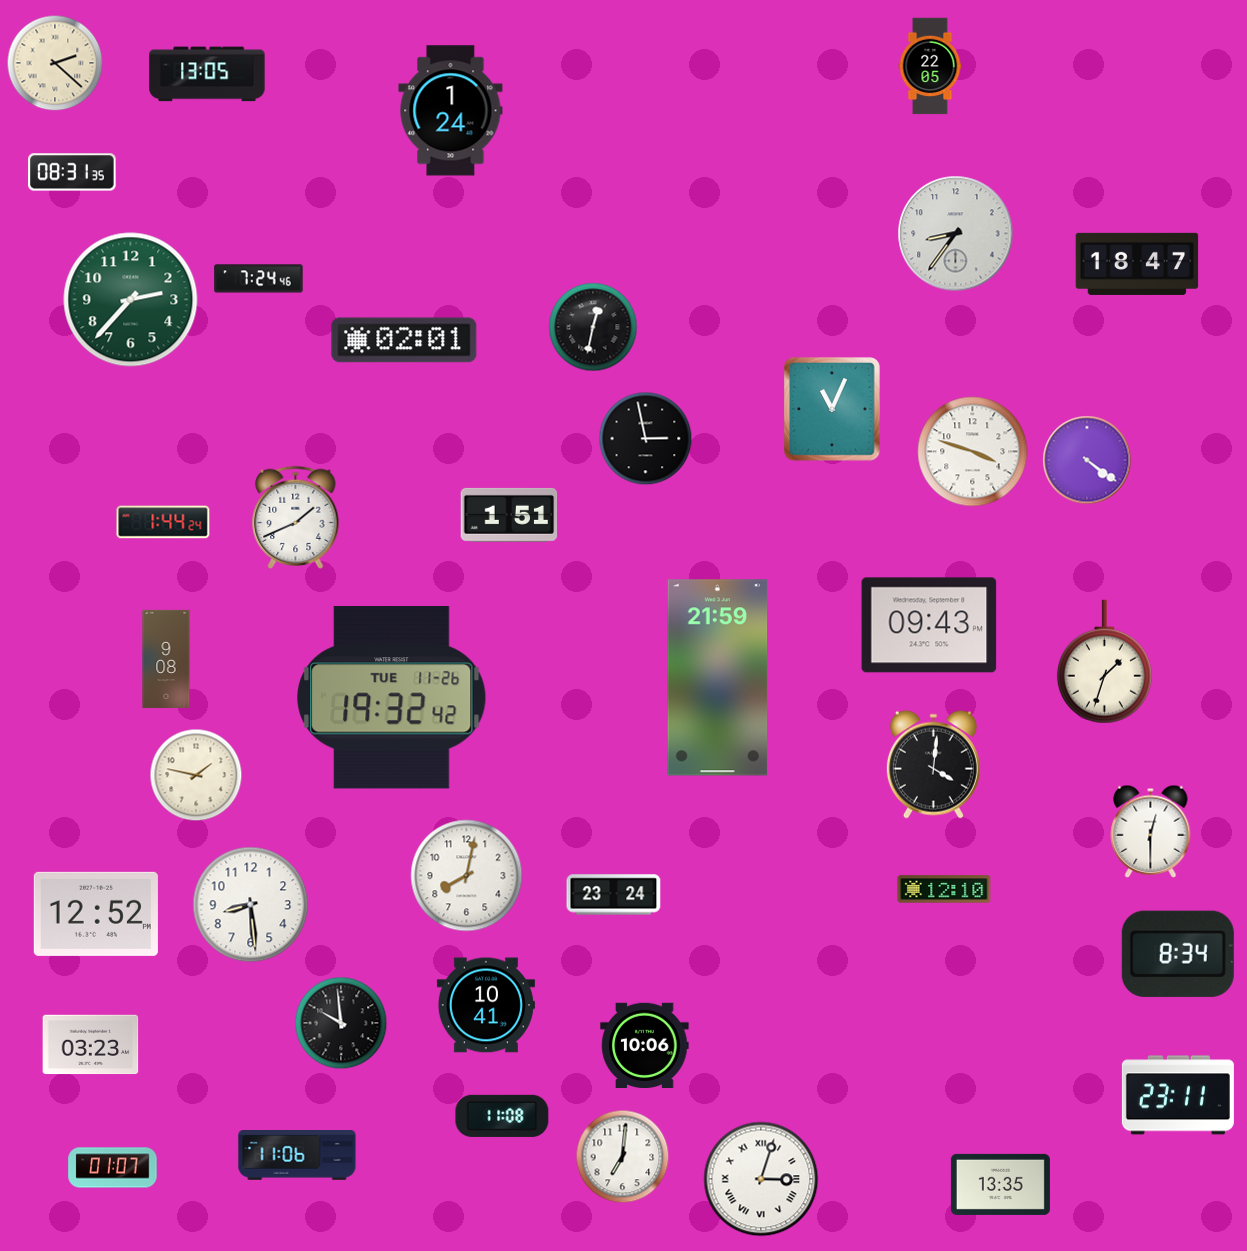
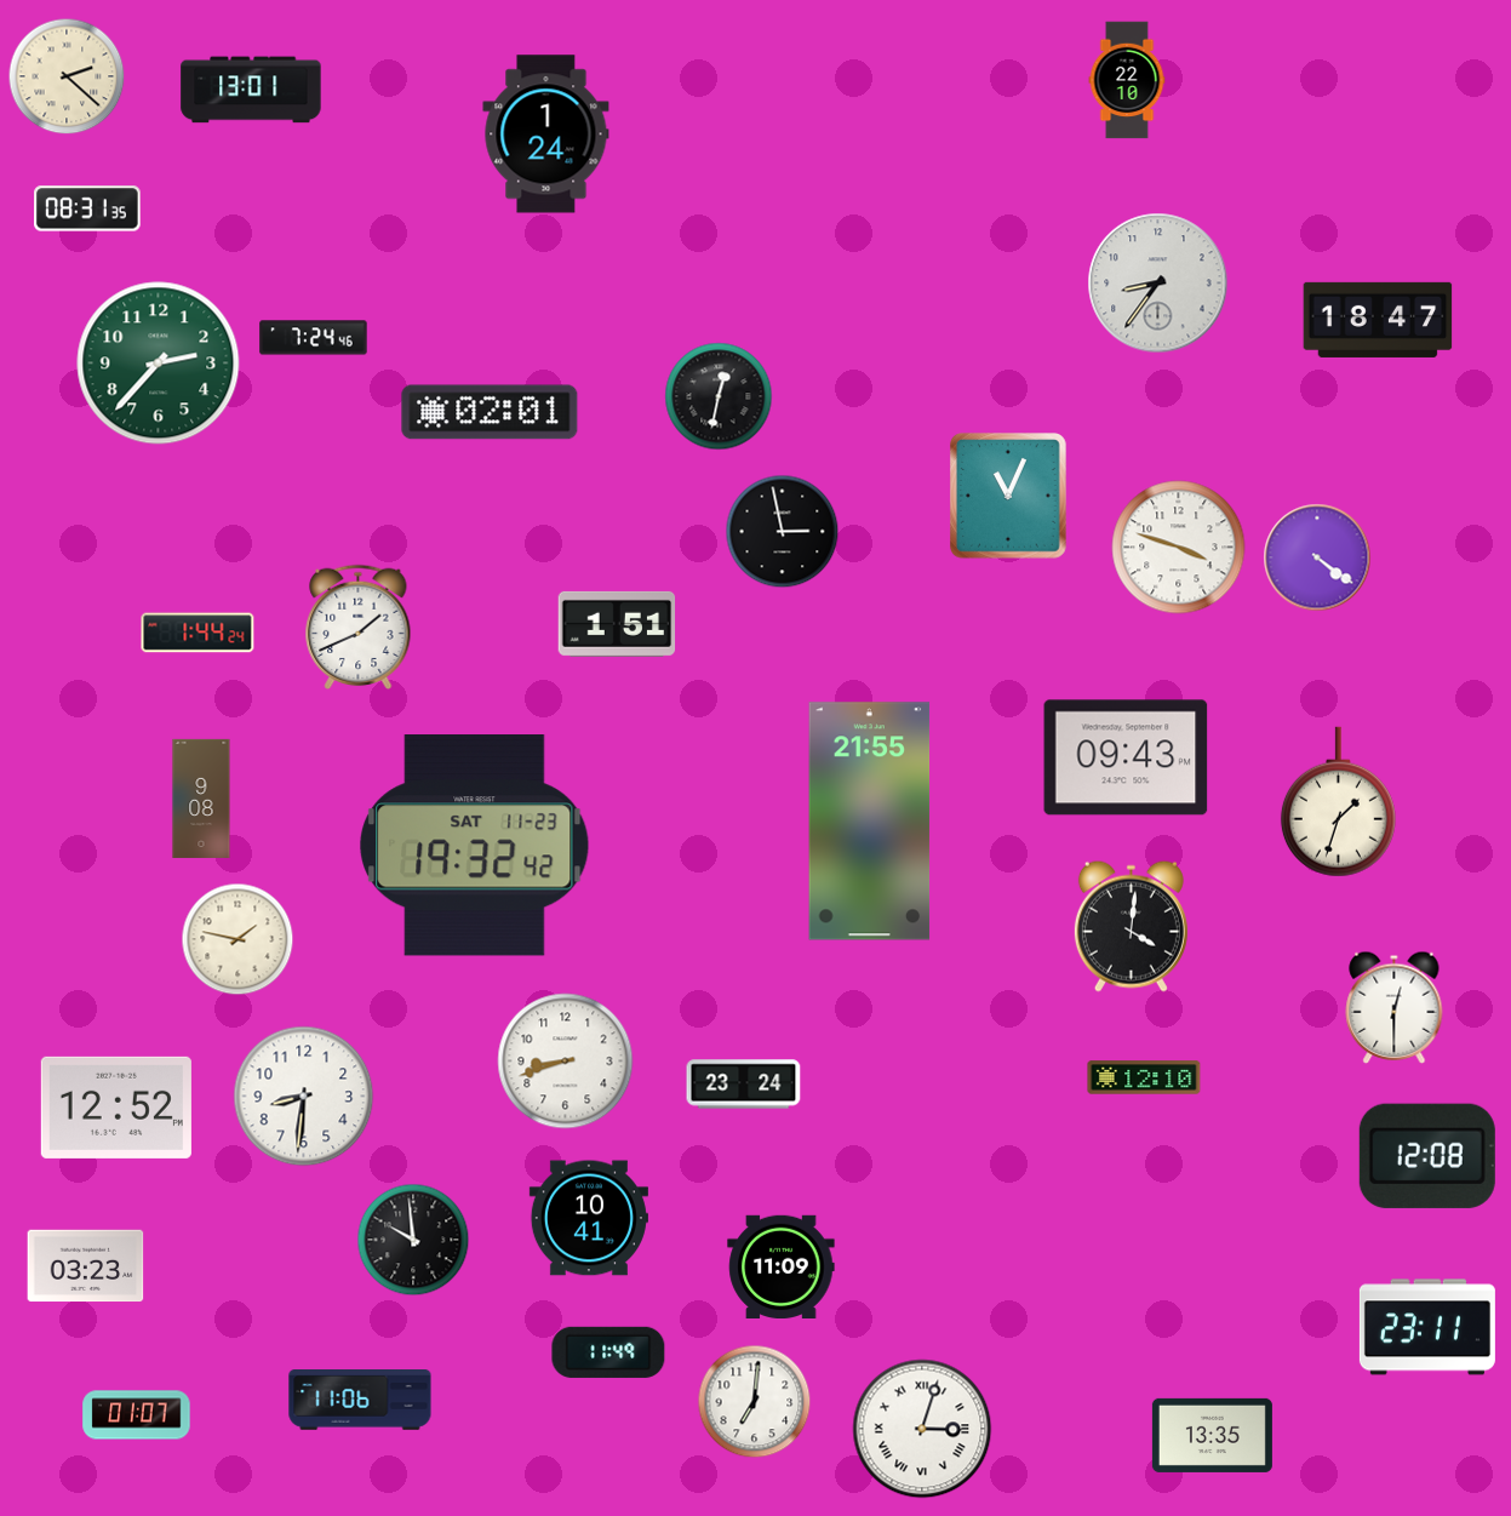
clock at (930, 66): 22:05 -> 22:10
clock at (207, 74): 13:05 -> 13:01
clock at (718, 678): 21:59 -> 21:55
clock at (392, 698) date: TUE 11-26 -> SAT 11-23
clock at (467, 876): 8:02 -> 8:42
clock at (251, 905): 8:29 -> 8:31
clock at (1178, 954): 8:34 -> 12:08
clock at (91, 1045) position: (91, 1045) -> (86, 1266)
clock at (645, 1045): 10:06 -> 11:09
clock at (502, 1116): 11:08 -> 11:49
